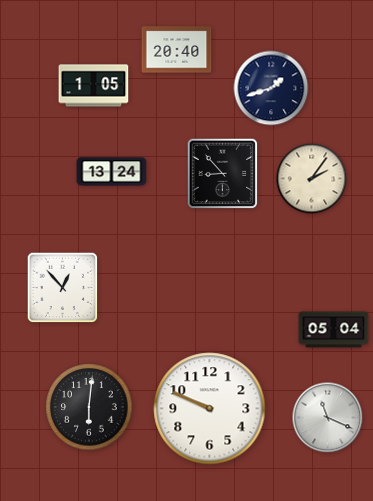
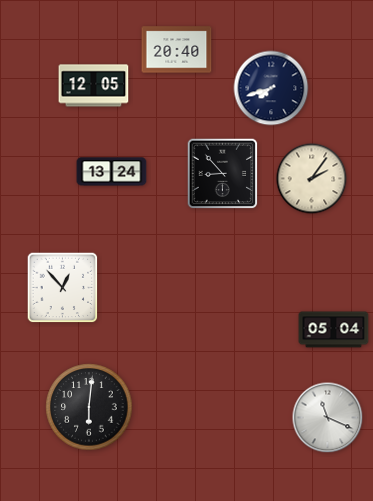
clock at (94, 86): 1:05 -> 12:05
clock at (271, 88): 1:42 -> 7:42
clock at (210, 409): 9:49 -> none
